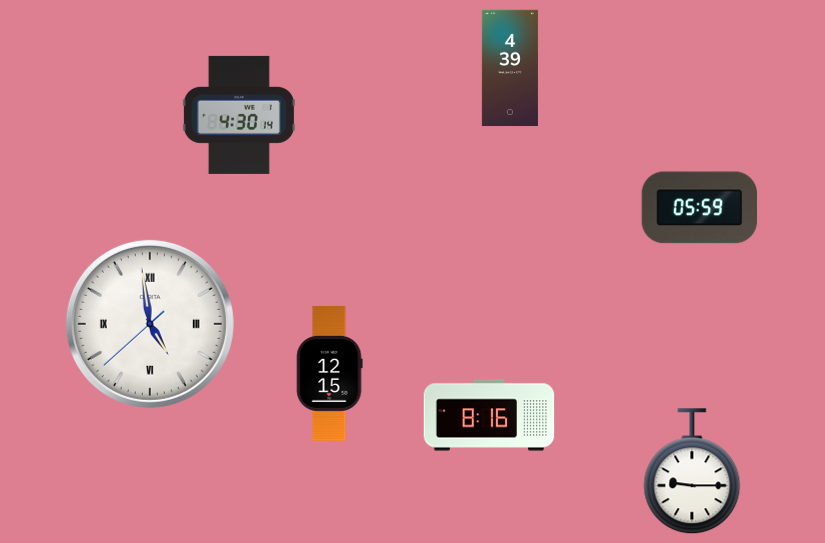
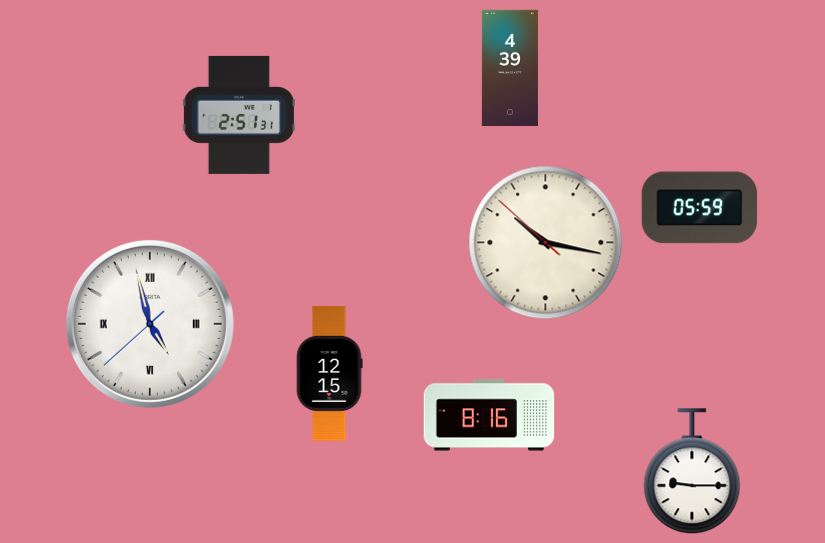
clock at (239, 115): 4:30 -> 2:51
clock at (546, 243): none -> 10:16
clock at (150, 324): 4:58 -> 4:57
